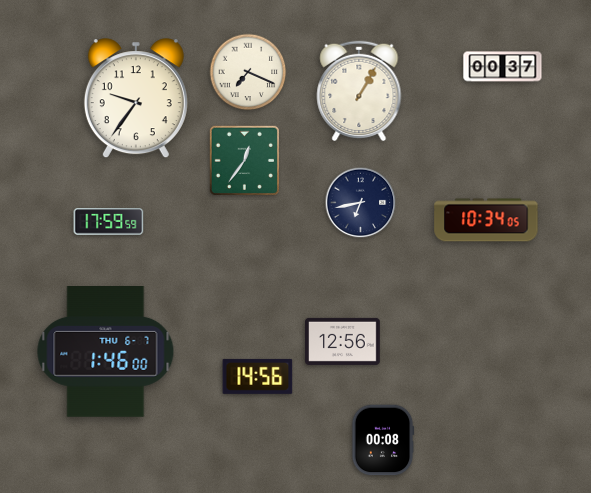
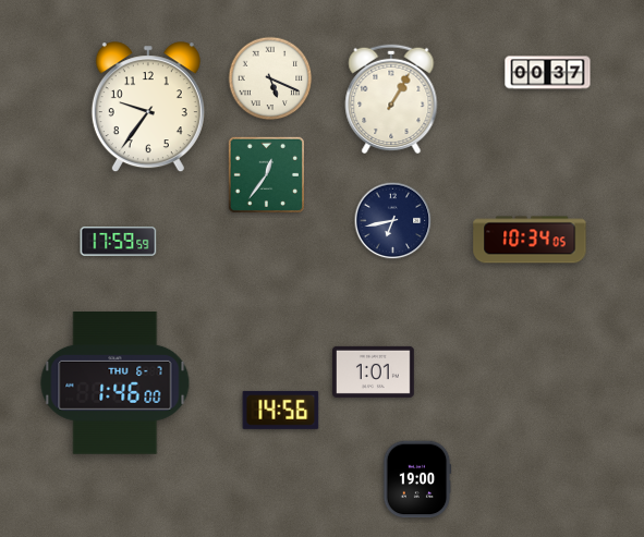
clock at (248, 72): 7:19 -> 5:19
clock at (343, 341): 12:56 -> 1:01
clock at (383, 440): 00:08 -> 19:00
